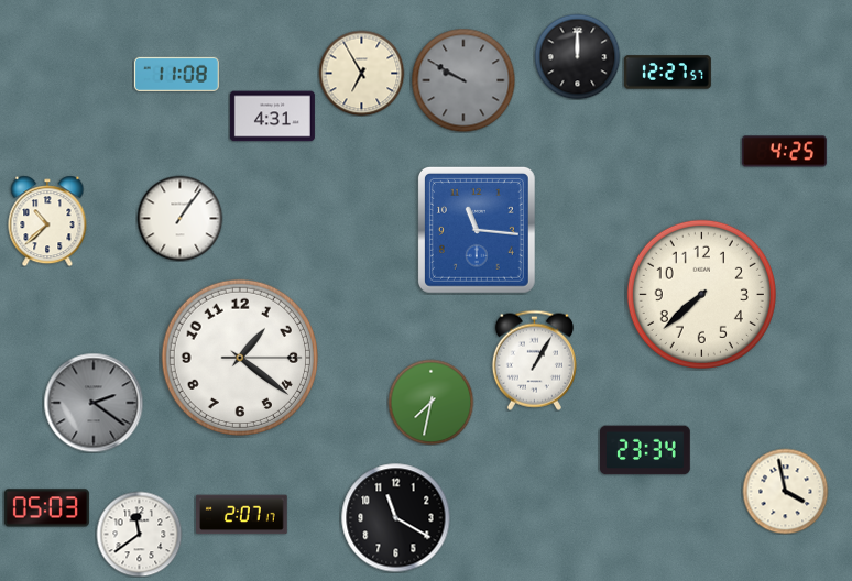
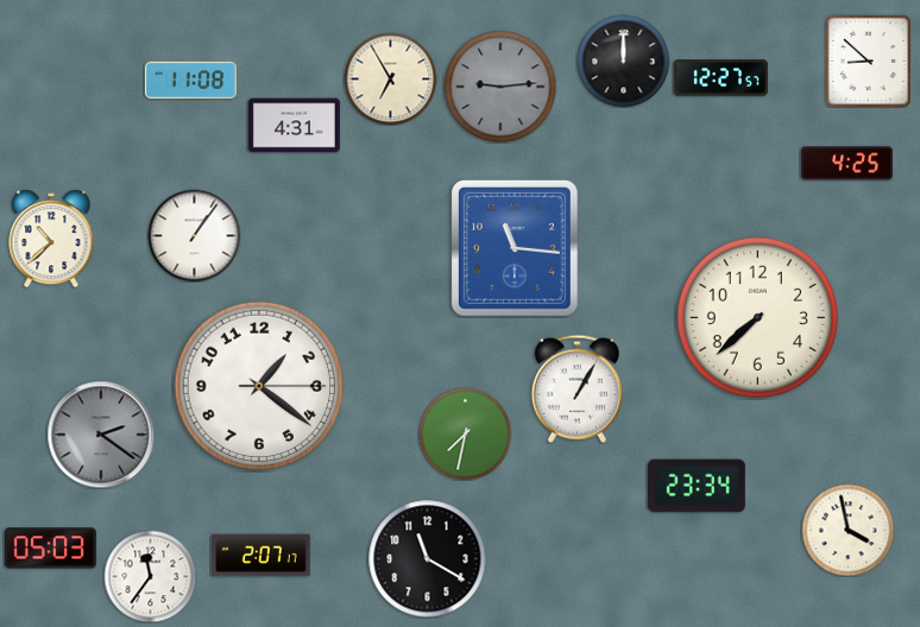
clock at (868, 61): none -> 8:52
clock at (463, 80): 9:50 -> 9:14
clock at (139, 534): 11:39 -> 11:36
